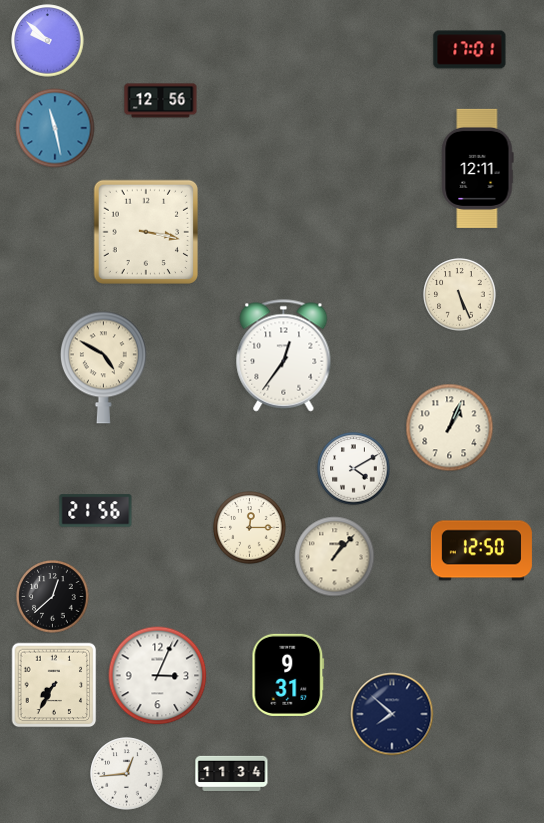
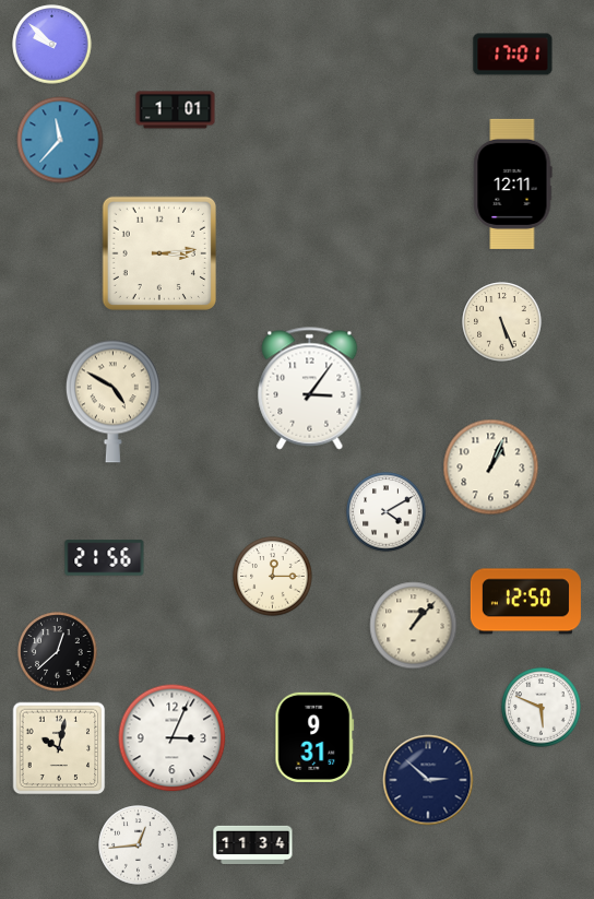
clock at (161, 101): 12:56 -> 1:01
clock at (55, 128): 11:28 -> 11:37
clock at (478, 168) position: (478, 168) -> (513, 184)
clock at (145, 231): 3:17 -> 3:14
clock at (284, 356): 12:36 -> 3:06
clock at (335, 557) position: (335, 557) -> (414, 626)
clock at (542, 708): none -> 5:49
clock at (54, 685): 7:35 -> 10:02
clock at (392, 714): 7:52 -> 2:52
